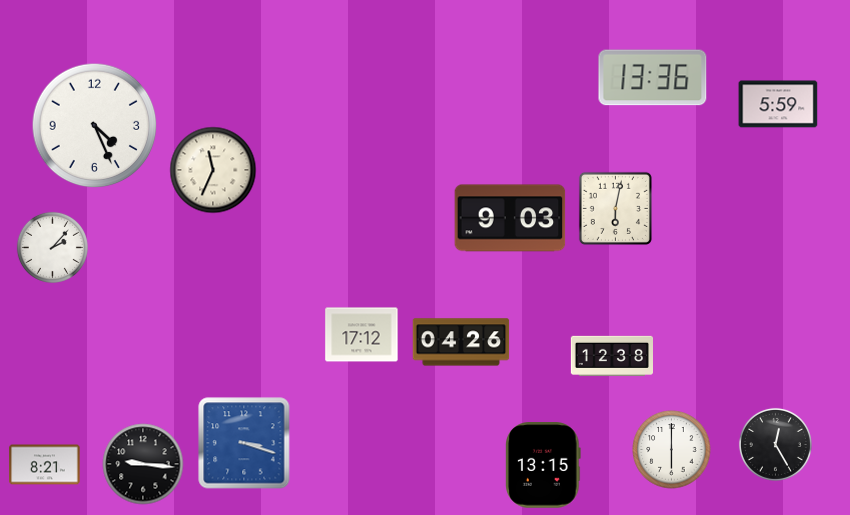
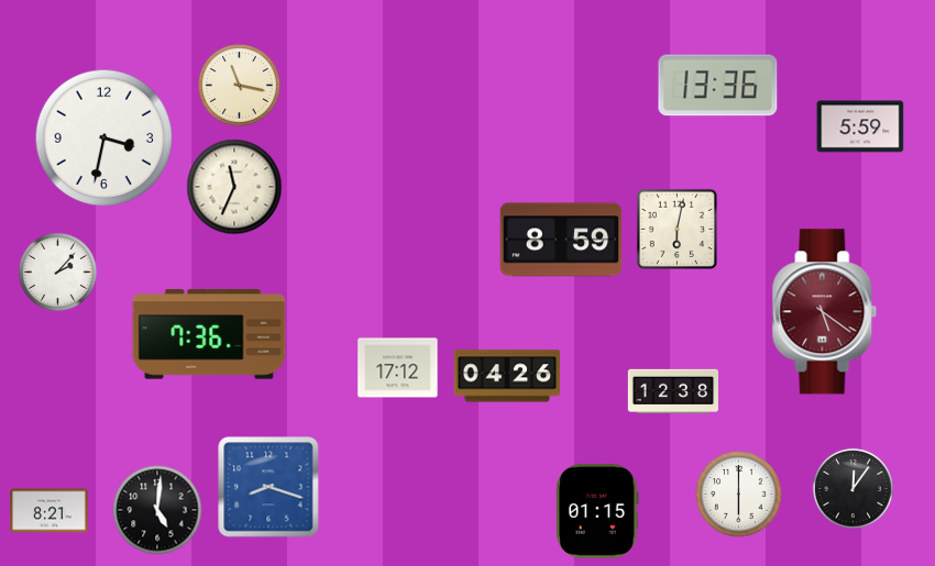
clock at (240, 86): none -> 11:17
clock at (778, 104) position: (778, 104) -> (860, 126)
clock at (95, 126): 4:26 -> 3:32
clock at (510, 218): 9:03 -> 8:59
clock at (825, 312): none -> 5:21
clock at (209, 334): none -> 7:36
clock at (244, 443): 3:18 -> 8:18
clock at (775, 444): 12:25 -> 12:06
clock at (143, 464): 9:16 -> 5:01
clock at (544, 465): 13:15 -> 01:15
